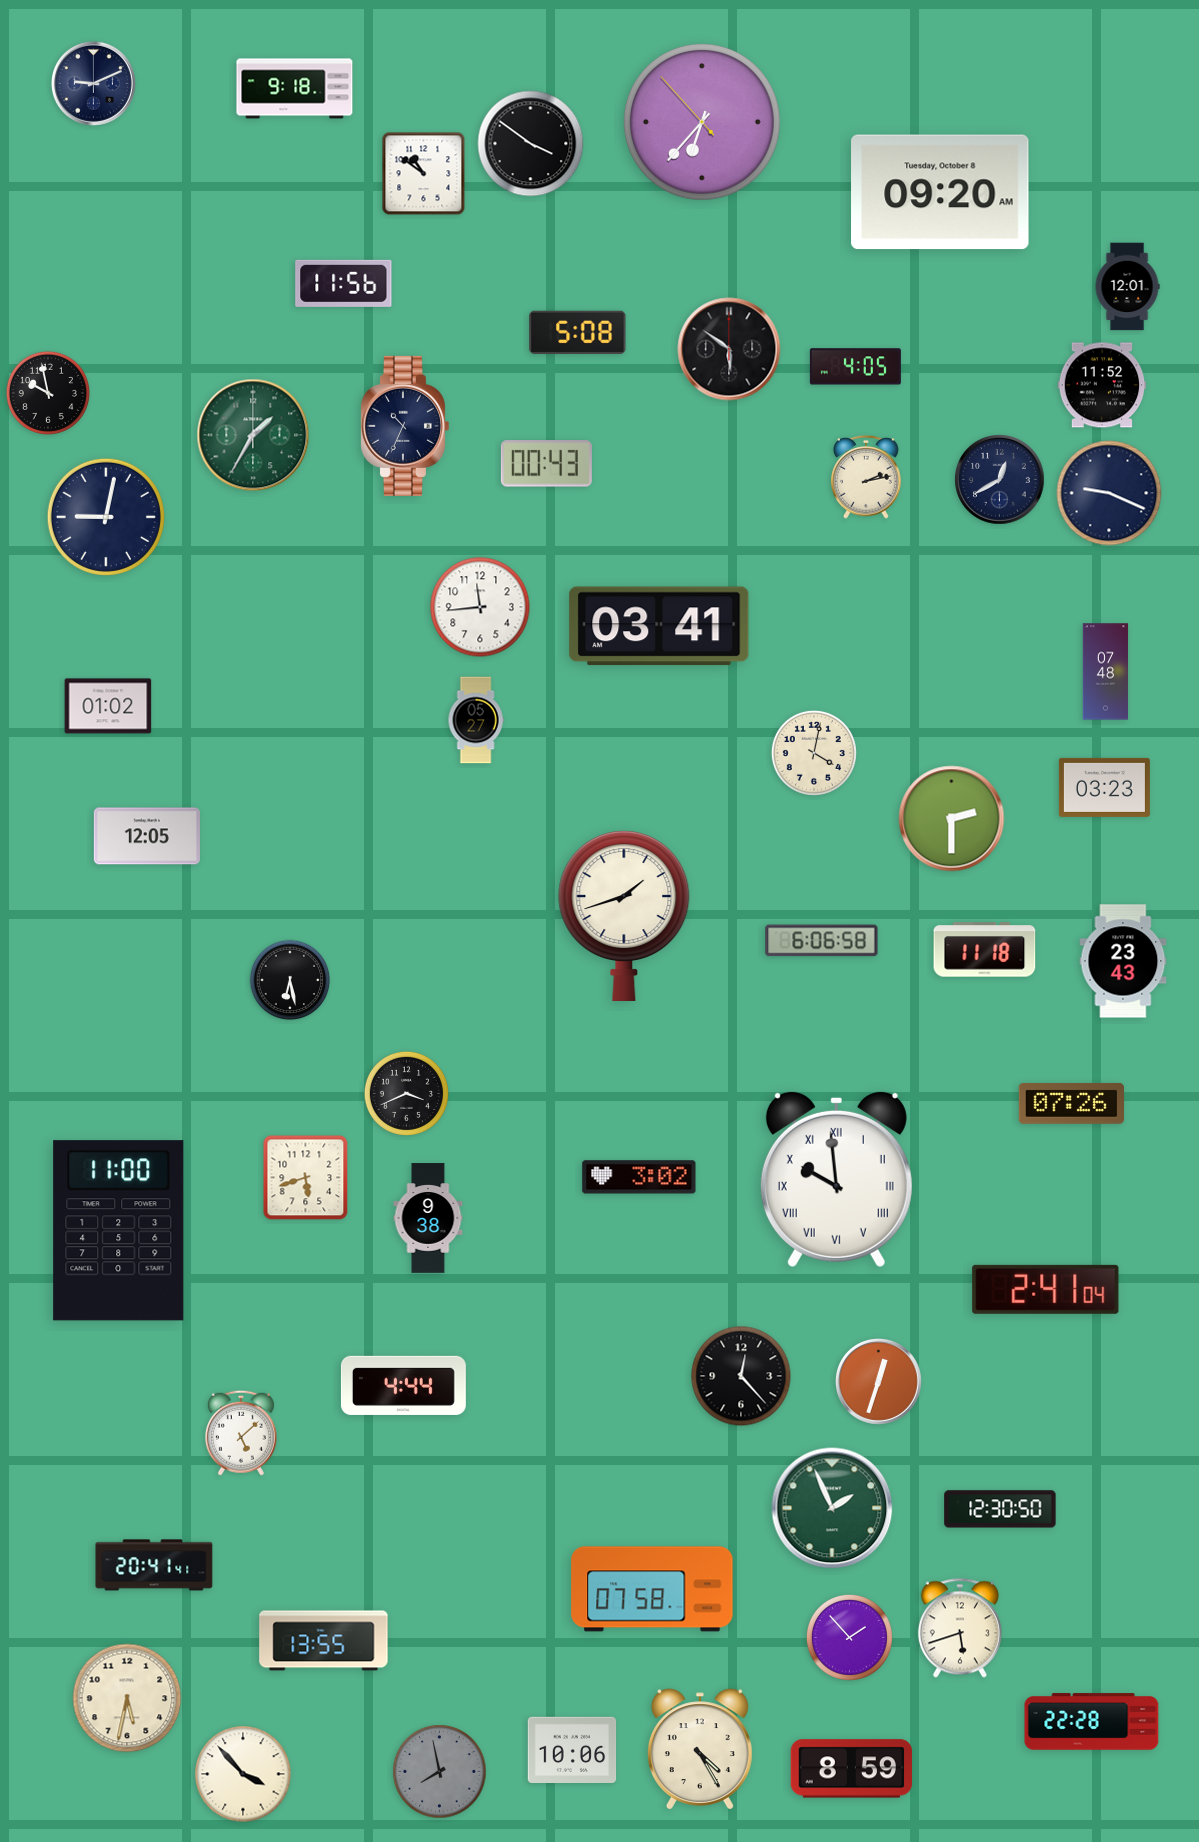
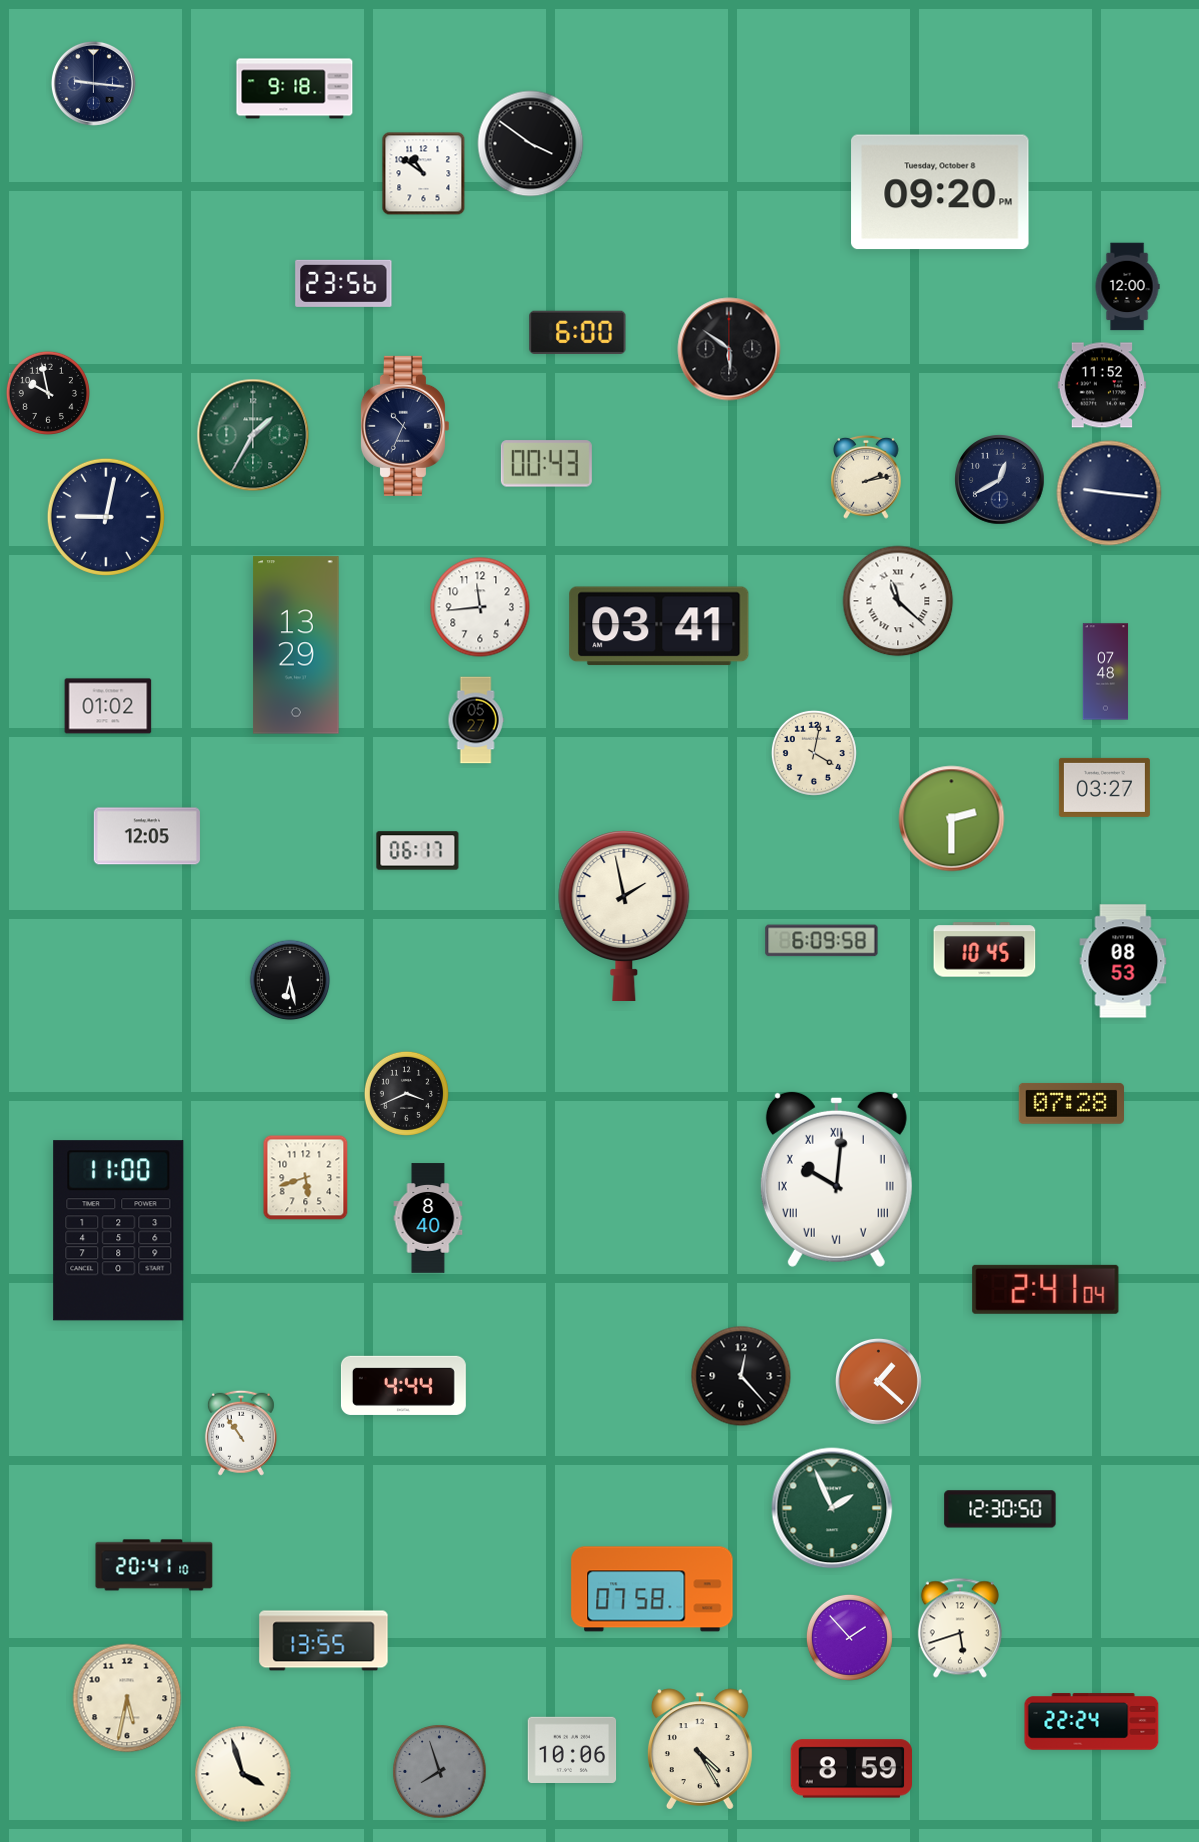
clock at (93, 83): 9:11 -> 9:16
clock at (702, 122): 6:36 -> none
clock at (940, 192): 09:20 AM -> 09:20 PM
clock at (344, 283): 11:56 -> 23:56
clock at (1127, 287): 12:01 -> 12:00
clock at (578, 332): 5:08 -> 6:00
clock at (855, 367): 4:05 -> none
clock at (1109, 493): 9:19 -> 9:16
clock at (898, 601): none -> 11:22
clock at (296, 645): none -> 13:29
clock at (1104, 787): 03:23 -> 03:27
clock at (418, 851): none -> 06:17
clock at (624, 915): 1:42 -> 1:58
clock at (822, 941): 6:06 -> 6:09
clock at (985, 950): 11:18 -> 10:45
clock at (1123, 961): 23:43 -> 08:53
clock at (1071, 1103): 07:26 -> 07:28
clock at (639, 1177): 3:02 -> none
clock at (836, 1179): 9:59 -> 10:01
clock at (428, 1218): 9:38 -> 8:40
clock at (878, 1381): 12:33 -> 1:22
clock at (241, 1433): 5:08 -> 10:54
clock at (154, 1565): 20:41:41 -> 20:41:10
clock at (1092, 1722): 22:28 -> 22:24
clock at (440, 1772): 7:58 -> 7:57
clock at (243, 1774): 3:53 -> 3:57
